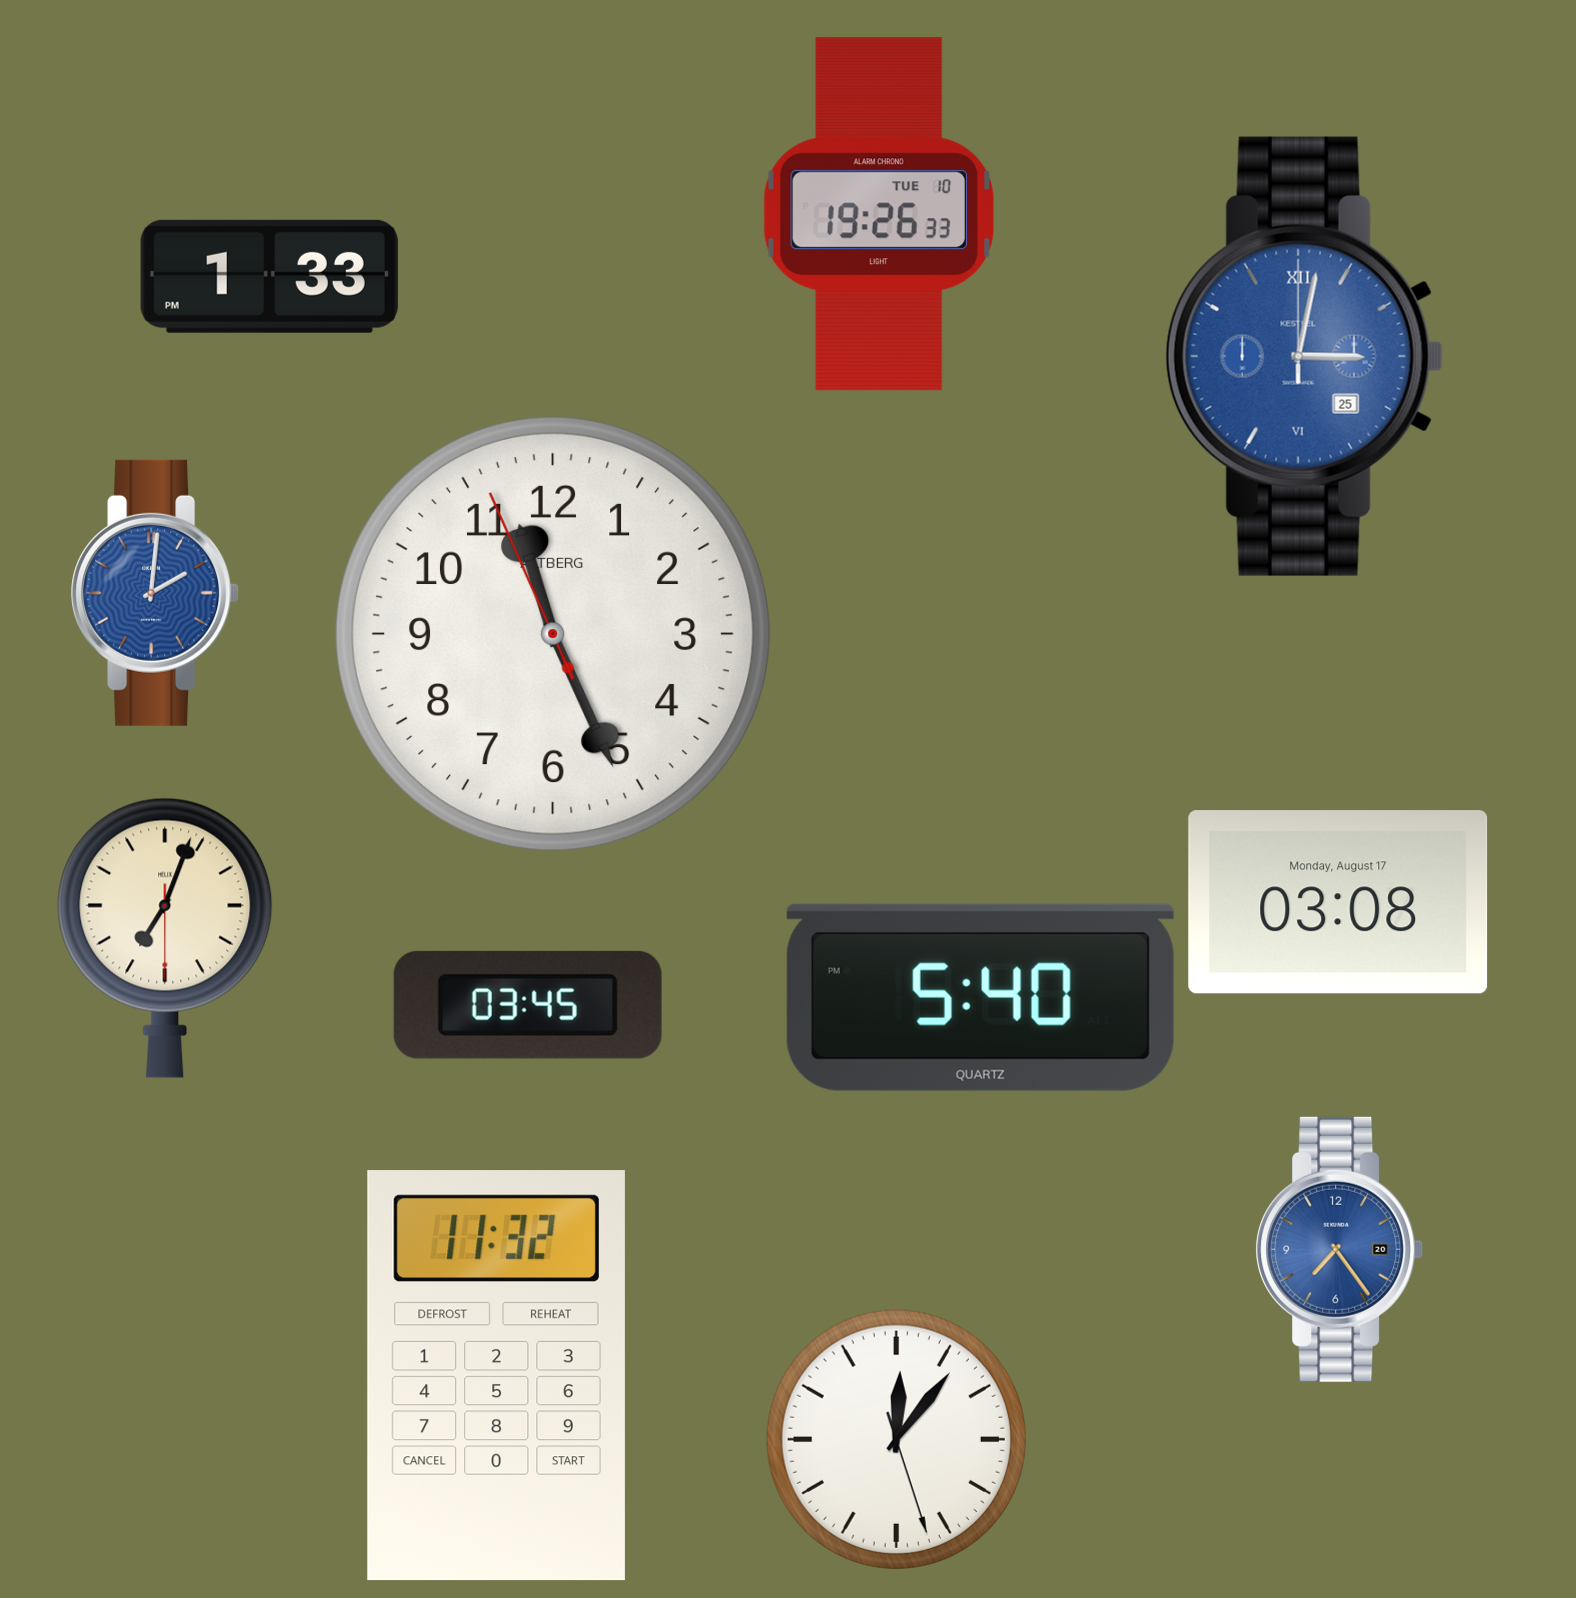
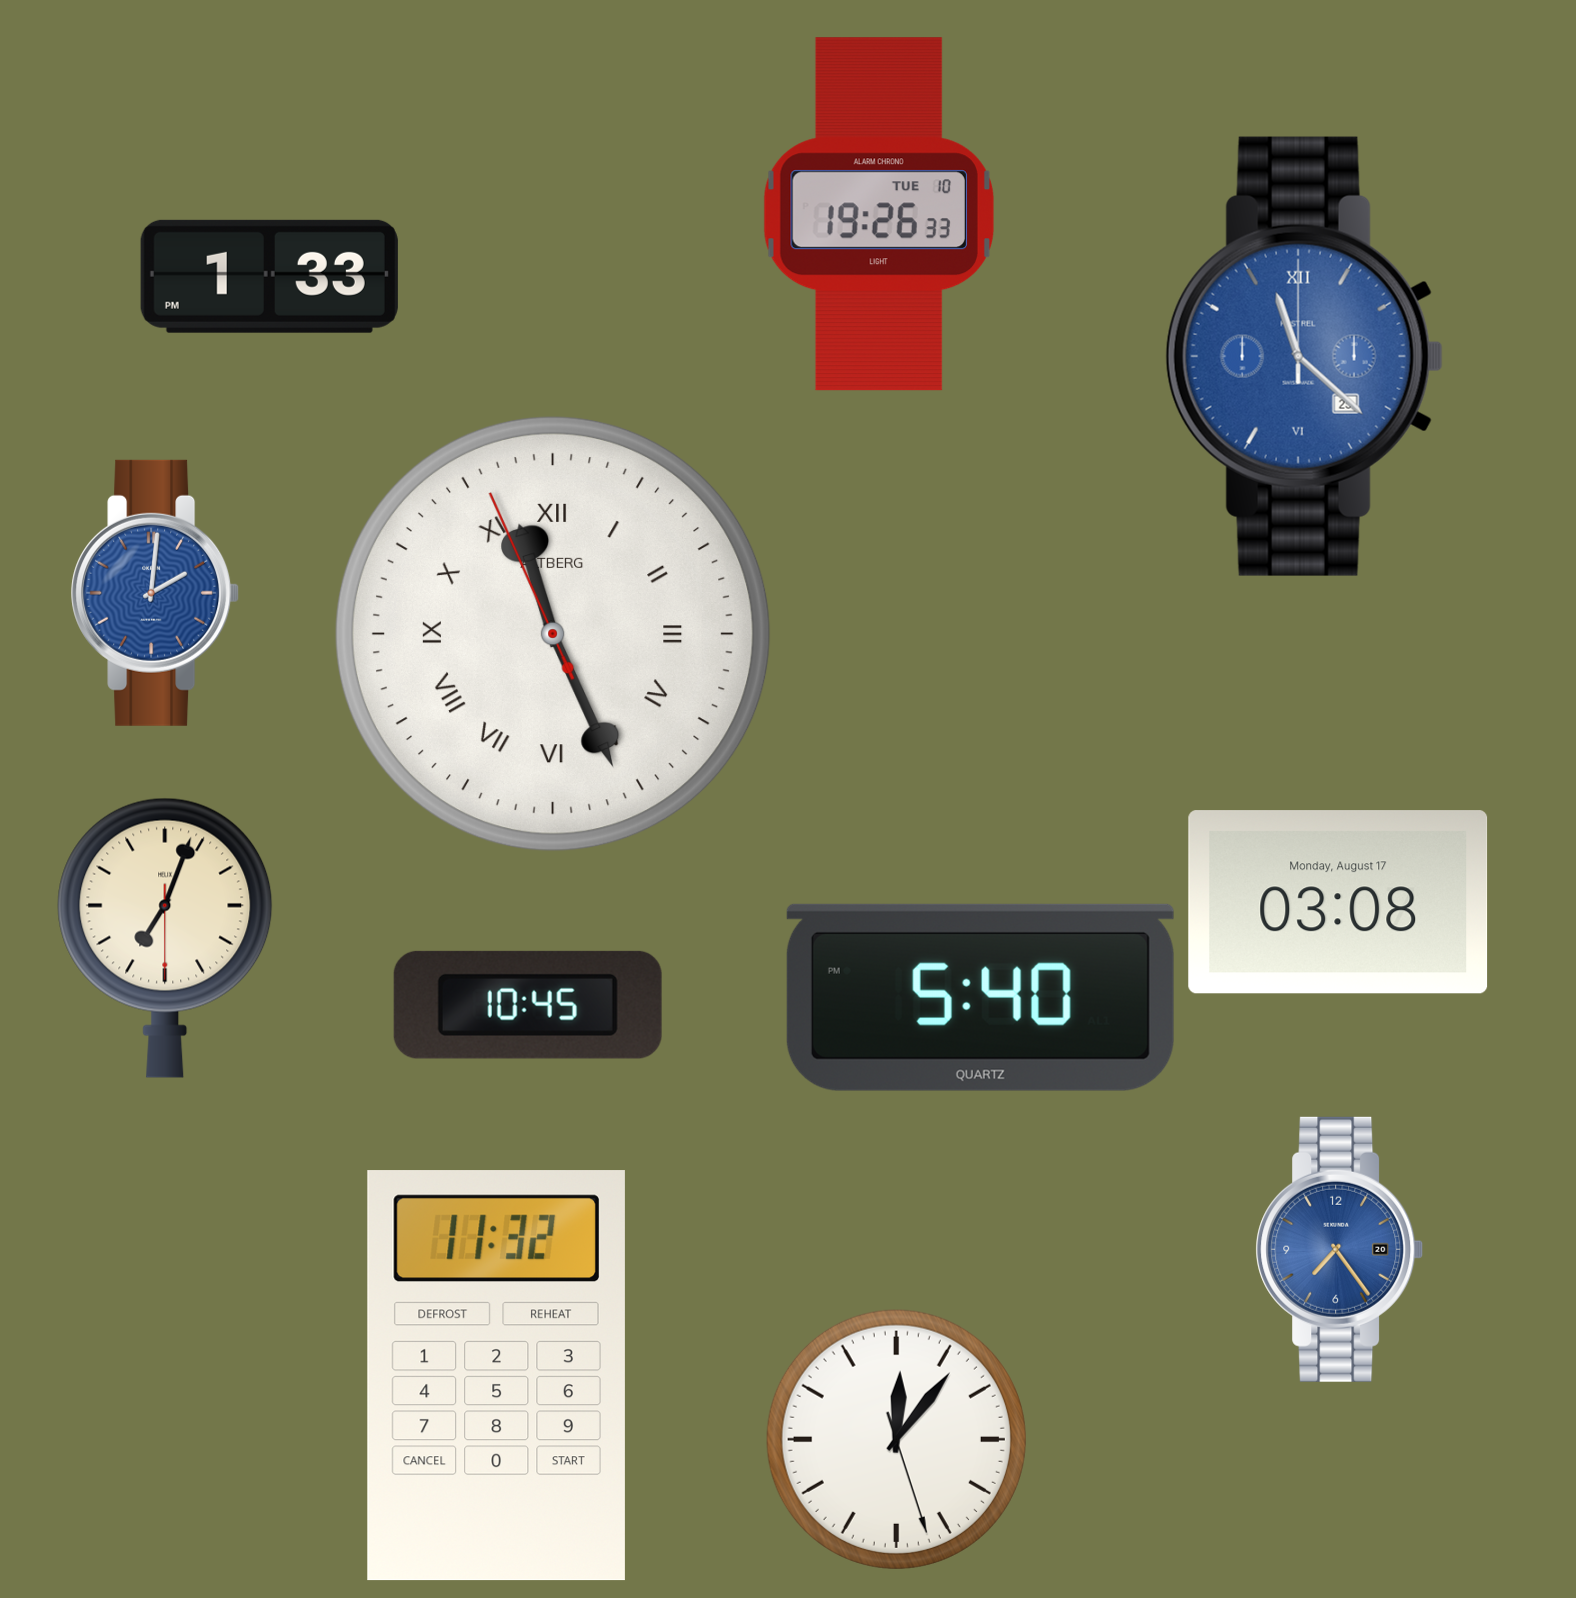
clock at (1304, 356): 3:02 -> 11:22
clock at (553, 634) numerals: Arabic -> Roman
clock at (528, 1005): 03:45 -> 10:45
